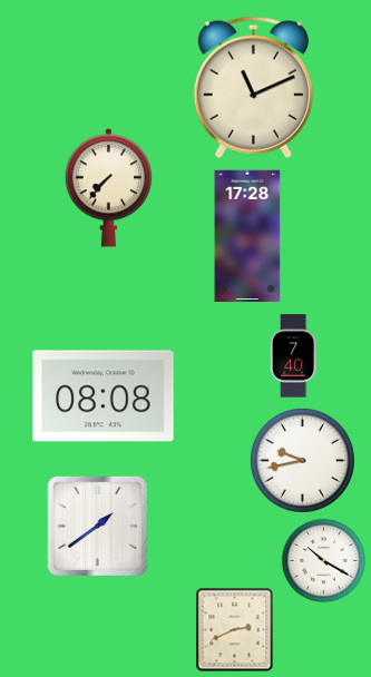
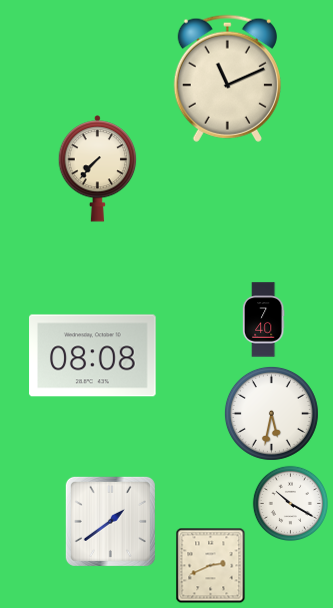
clock at (247, 236): 17:28 -> none
clock at (302, 460): 9:43 -> 5:32
clock at (97, 526) position: (97, 526) -> (110, 521)
